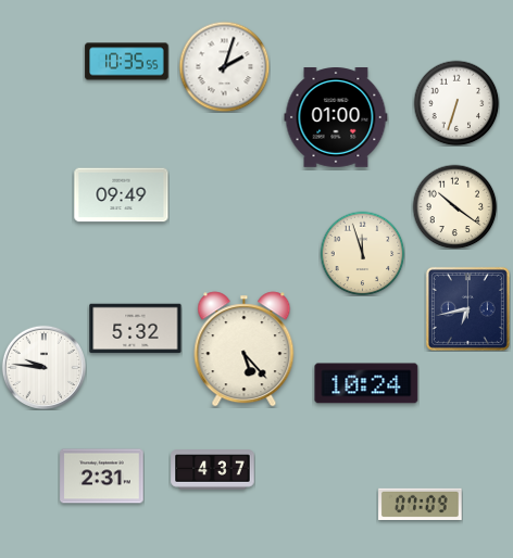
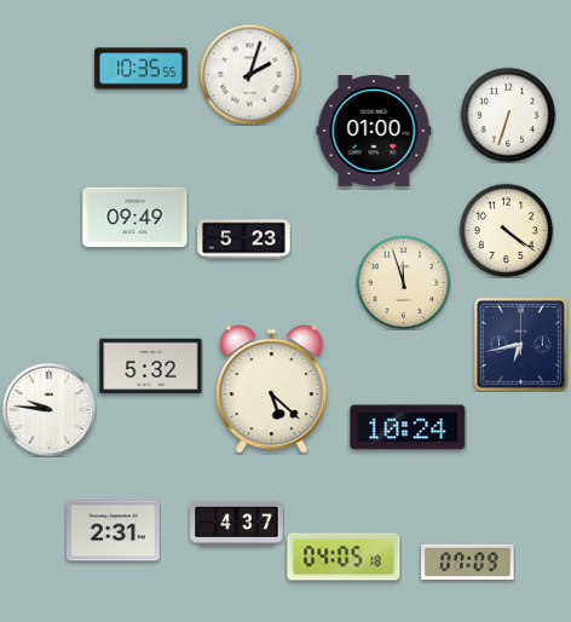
clock at (454, 206): 10:21 -> 4:21
clock at (244, 240): none -> 5:23
clock at (245, 350): 5:23 -> 5:22
clock at (344, 557): none -> 04:05
